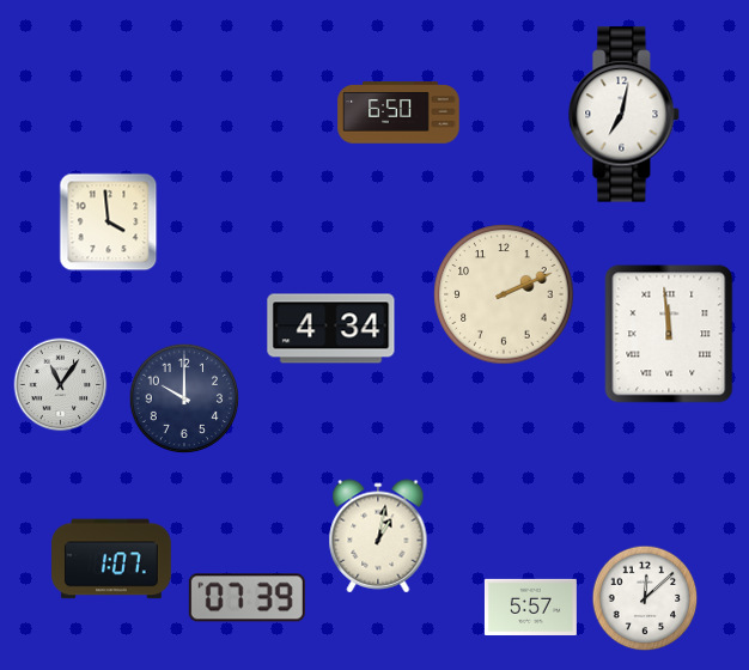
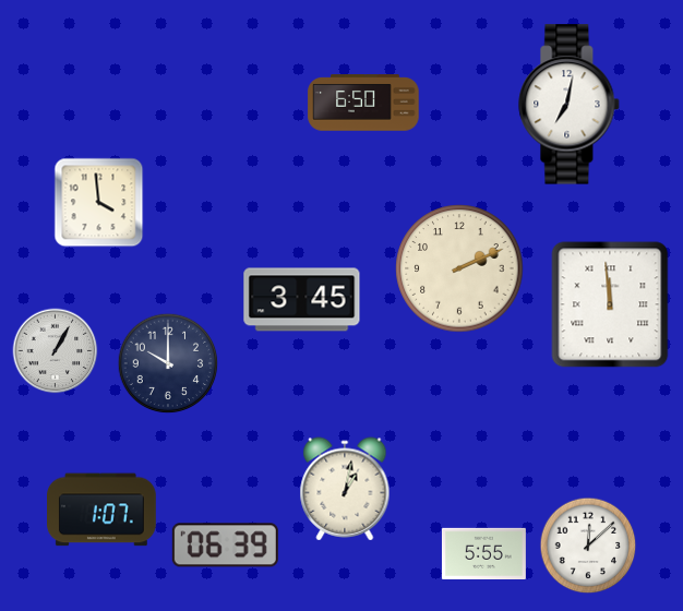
clock at (331, 329): 4:34 -> 3:45
clock at (61, 385): 11:06 -> 1:05
clock at (246, 598): 07:39 -> 06:39
clock at (530, 607): 5:57 -> 5:55
